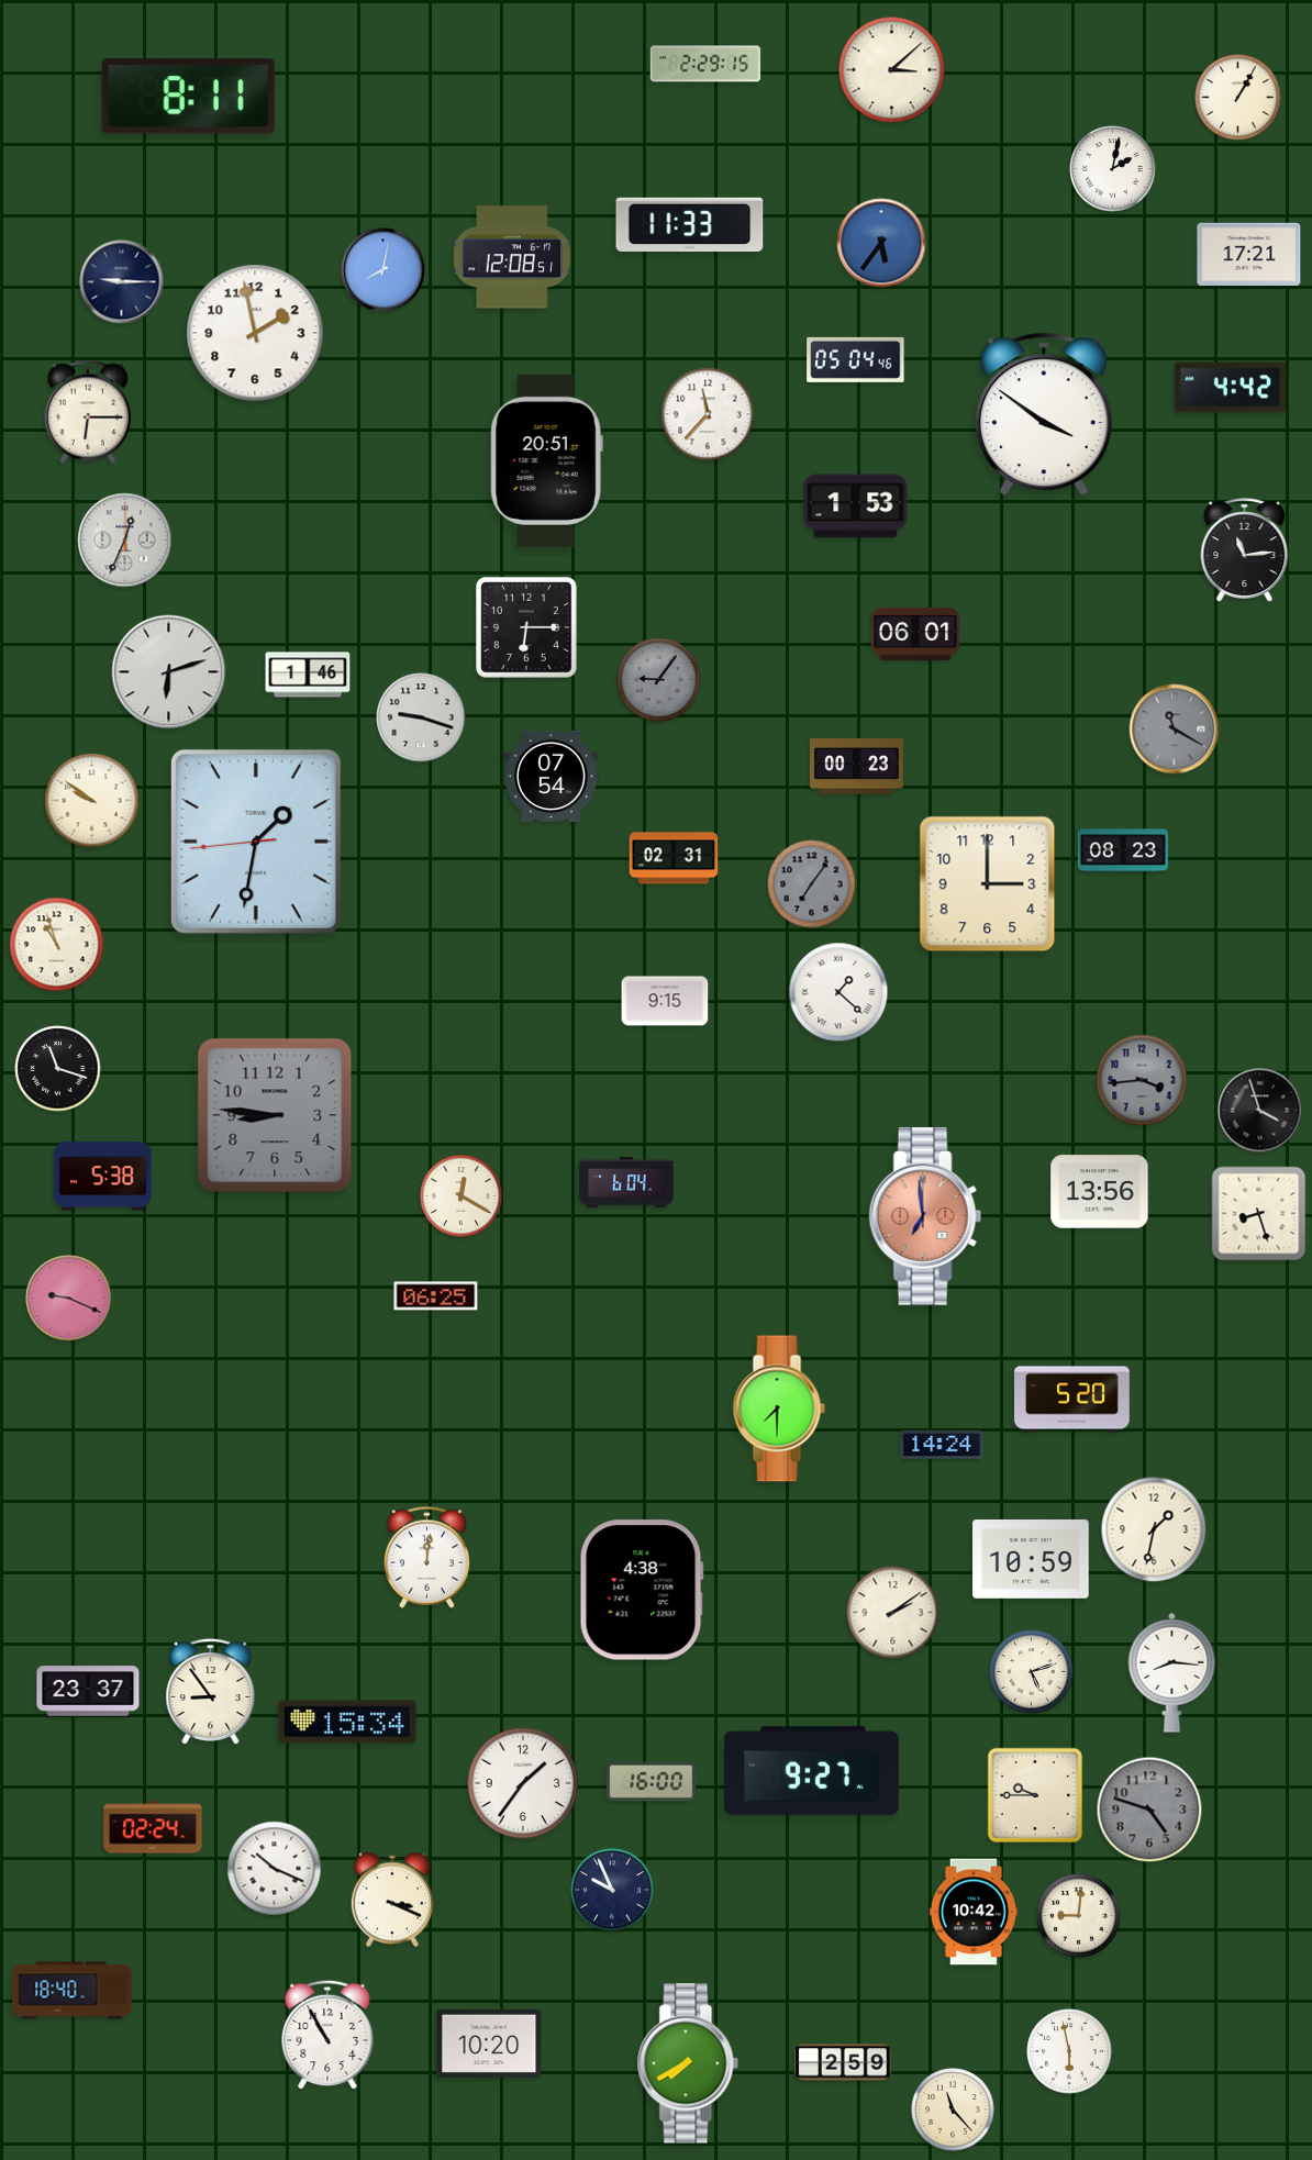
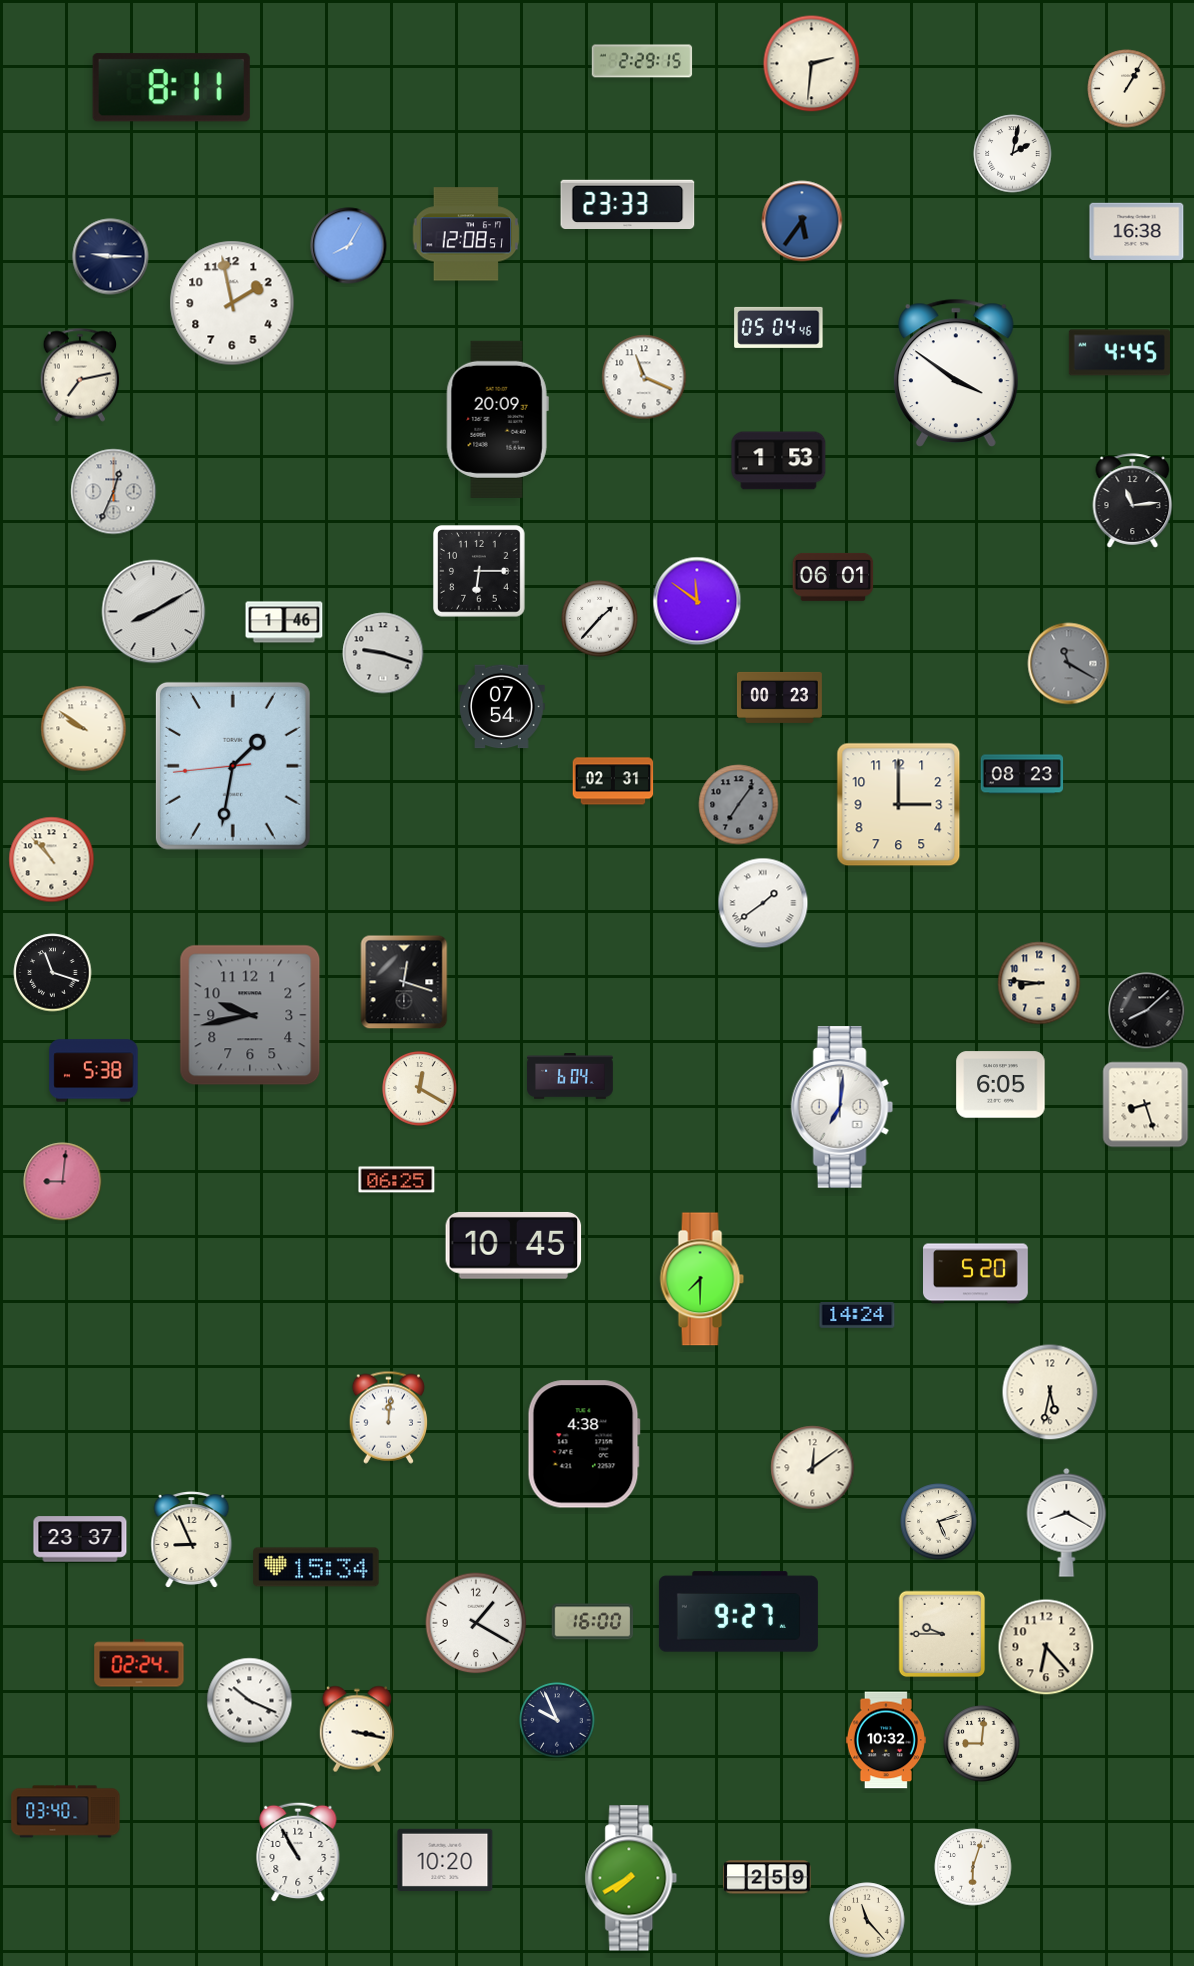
clock at (705, 64) position: (705, 64) -> (642, 61)
clock at (892, 70): 3:08 -> 2:31
clock at (690, 224): 11:33 -> 23:33
clock at (1249, 255): 17:21 -> 16:38
clock at (383, 270): 8:02 -> 8:05
clock at (1230, 388): 4:42 -> 4:45
clock at (88, 412): 6:15 -> 7:13
clock at (708, 414): 11:37 -> 11:19
clock at (1045, 414) position: (1045, 414) -> (957, 373)
clock at (546, 460): 20:51 -> 20:09
clock at (697, 601): none -> 11:51
clock at (169, 672): 6:12 -> 8:10
clock at (308, 675) position: (308, 675) -> (284, 622)
clock at (659, 680): 9:06 -> 1:37
clock at (659, 680) dial: grey -> white
clock at (57, 945): 10:57 -> 10:53
clock at (838, 992): 1:22 -> 1:39
clock at (665, 1001): 9:15 -> none
clock at (404, 982): none -> 12:18
clock at (1142, 1080): 3:44 -> 8:46
clock at (1142, 1080) dial: grey -> cream
clock at (1260, 1111): 3:57 -> 8:08
clock at (275, 1115): 8:46 -> 9:43
clock at (1100, 1192): 13:56 -> 6:05
clock at (925, 1217): 6:59 -> 7:01
clock at (925, 1217) dial: salmon -> white
clock at (69, 1299): 9:19 -> 9:01
clock at (514, 1245): none -> 10:45
clock at (779, 1409) position: (779, 1409) -> (702, 1279)
clock at (1154, 1529): 1:32 -> 5:32
clock at (1031, 1560): 10:59 -> none
clock at (642, 1590) position: (642, 1590) -> (584, 1444)
clock at (893, 1613): 2:09 -> 12:09
clock at (1172, 1672): 8:16 -> 8:20
clock at (211, 1692): 8:54 -> 8:56
clock at (523, 1783): 1:36 -> 1:20
clock at (1149, 1810): 4:48 -> 6:23
clock at (1149, 1810) dial: grey -> cream
clock at (391, 1900): 3:19 -> 3:17
clock at (974, 1912): 10:42 -> 10:32
clock at (73, 1991): 18:40 -> 03:40
clock at (1069, 2051): 5:58 -> 6:03
clock at (688, 2063) position: (688, 2063) -> (631, 1878)
